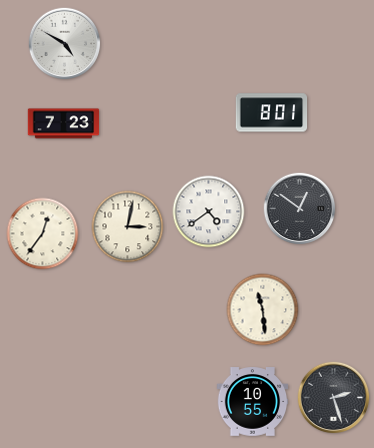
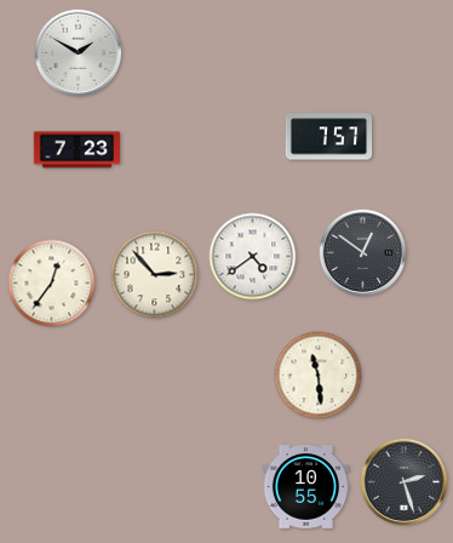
clock at (65, 44): 4:50 -> 1:50
clock at (272, 113): 8:01 -> 7:57
clock at (128, 227): 3:02 -> 2:53
